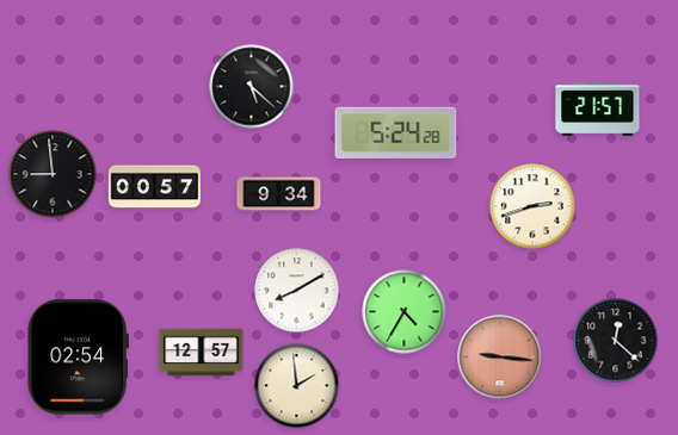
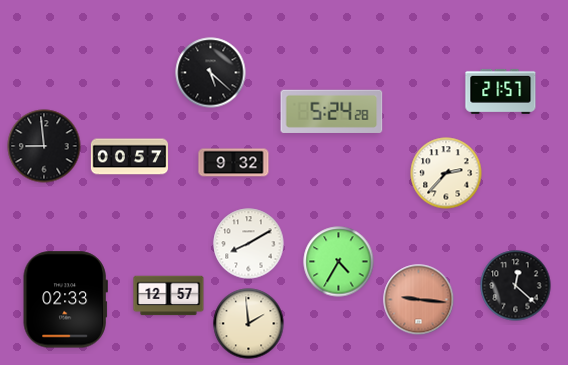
clock at (279, 194): 9:34 -> 9:32
clock at (532, 206): 2:42 -> 2:37
clock at (78, 358): 02:54 -> 02:33
